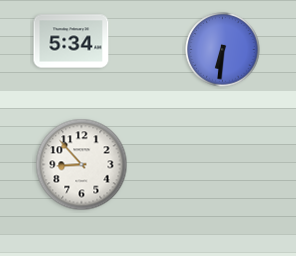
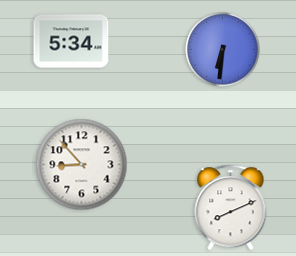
clock at (231, 208): none -> 8:11
